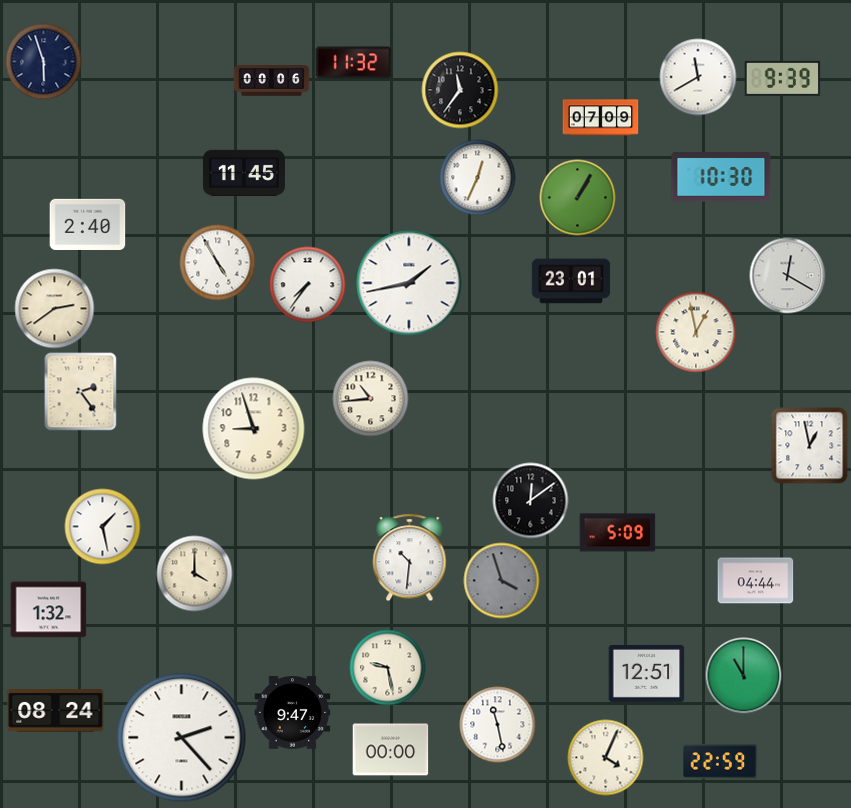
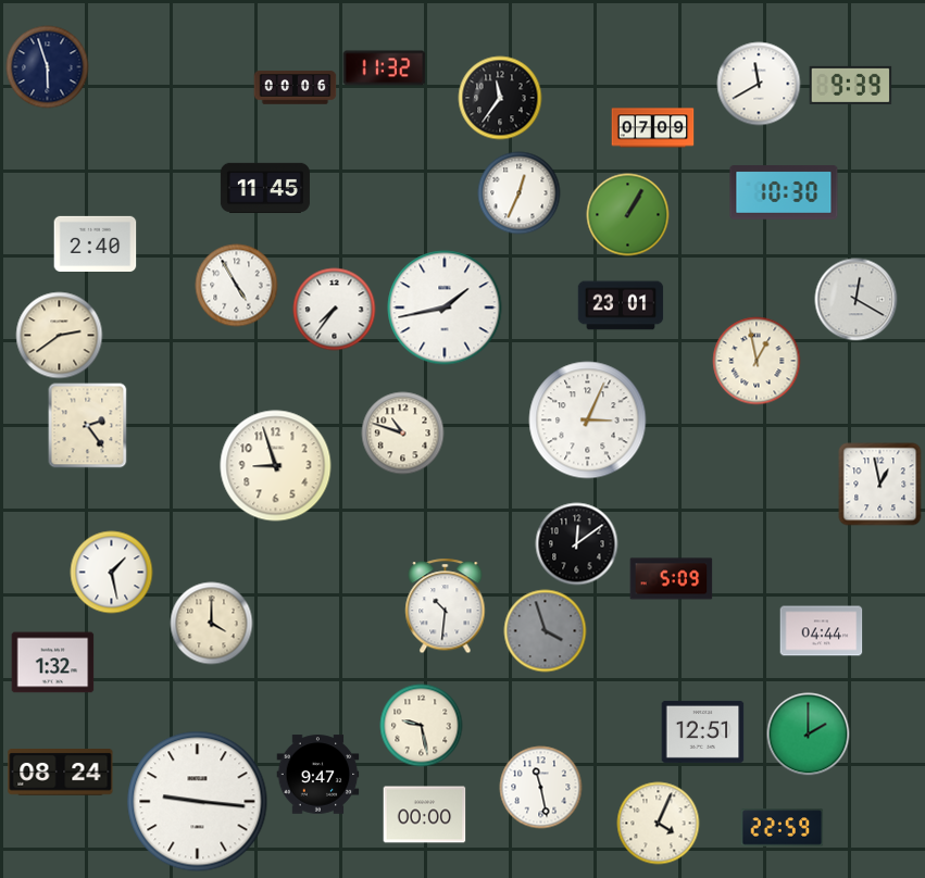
clock at (588, 421): none -> 3:04
clock at (371, 399): 10:44 -> 10:48
clock at (744, 676): 11:00 -> 2:00
clock at (182, 738): 2:23 -> 9:16
